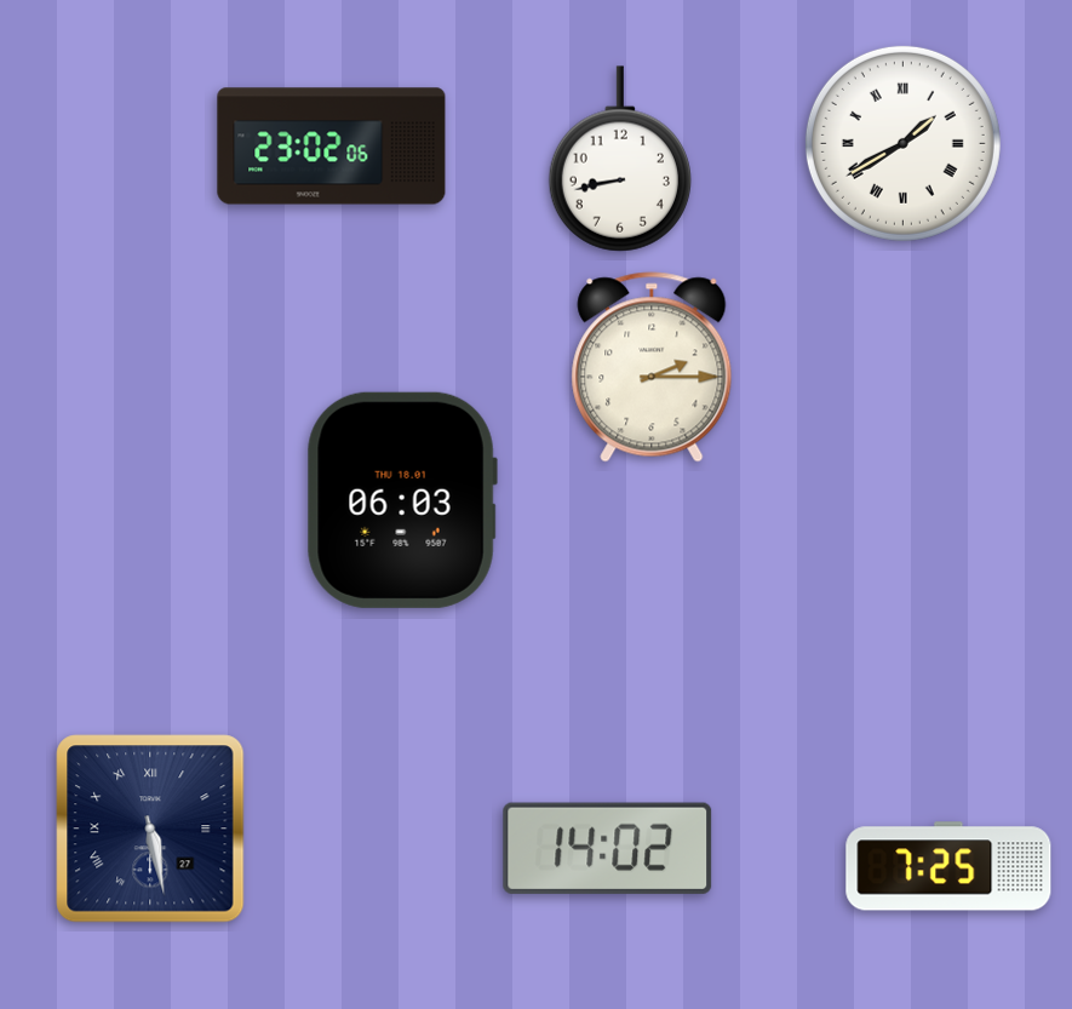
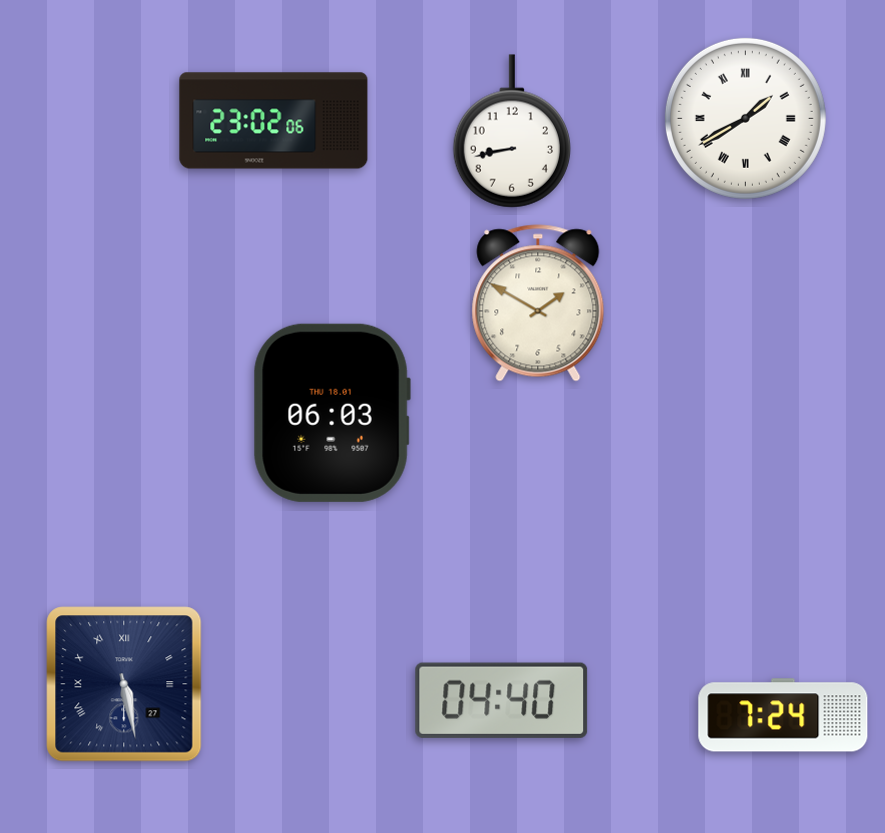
clock at (652, 367): 2:15 -> 1:50
clock at (608, 848): 14:02 -> 04:40
clock at (948, 866): 7:25 -> 7:24
